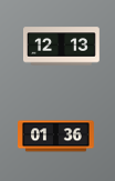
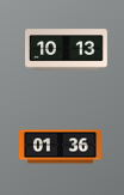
clock at (62, 47): 12:13 -> 10:13
